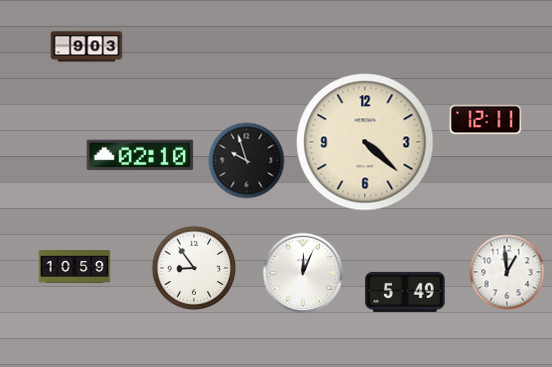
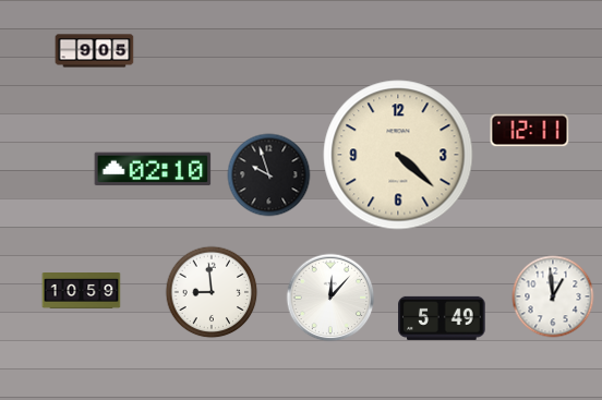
clock at (87, 47): 9:03 -> 9:05
clock at (194, 268): 8:54 -> 8:59
clock at (303, 273): 12:04 -> 12:07
